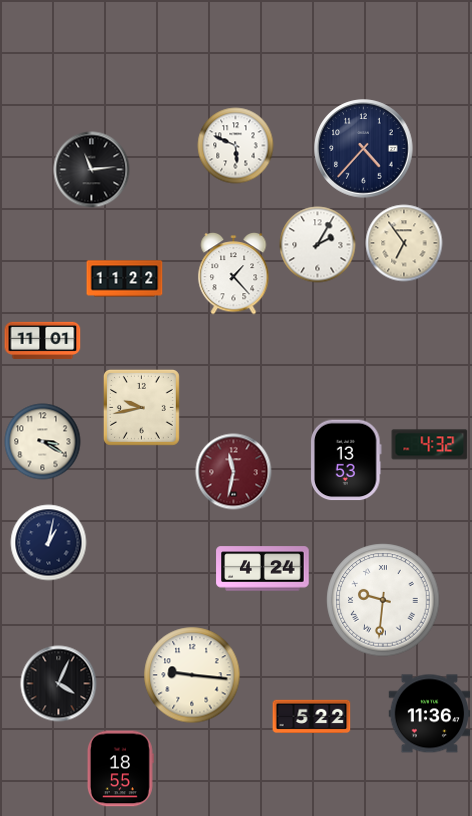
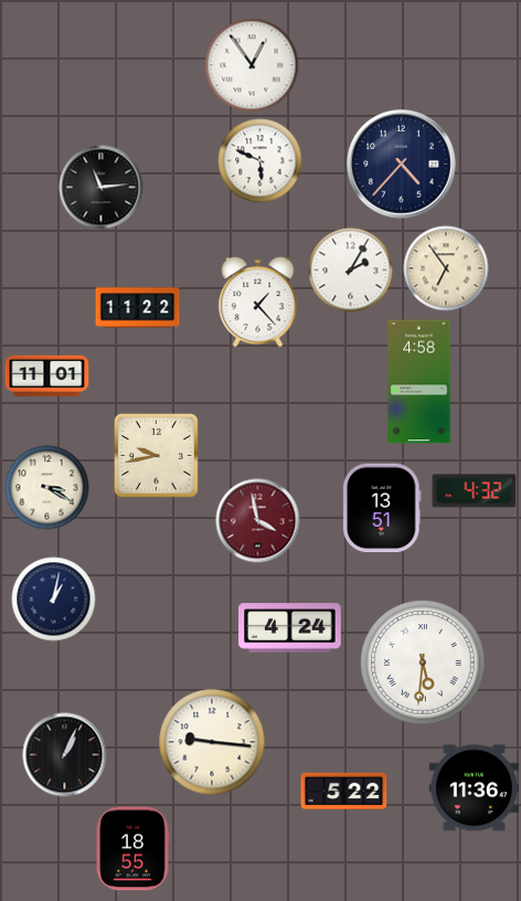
clock at (252, 65): none -> 12:54
clock at (419, 382): none -> 4:58
clock at (141, 407) position: (141, 407) -> (156, 455)
clock at (346, 460): 13:53 -> 13:51
clock at (234, 472): 11:32 -> 3:58
clock at (383, 600): 9:31 -> 5:31
clock at (192, 675) position: (192, 675) -> (212, 742)
clock at (59, 684): 4:04 -> 1:04
